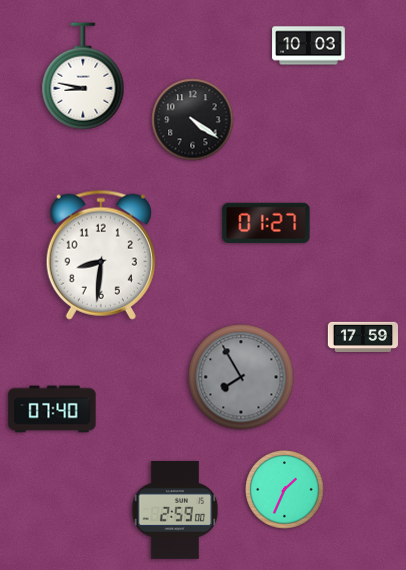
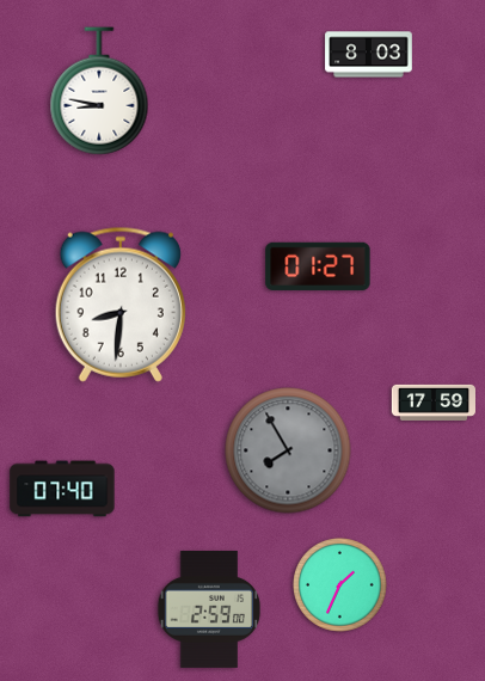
clock at (309, 46): 10:03 -> 8:03
clock at (193, 120): 4:21 -> none
